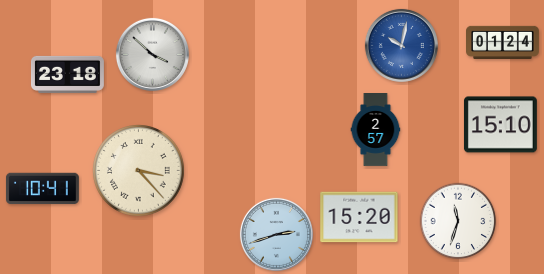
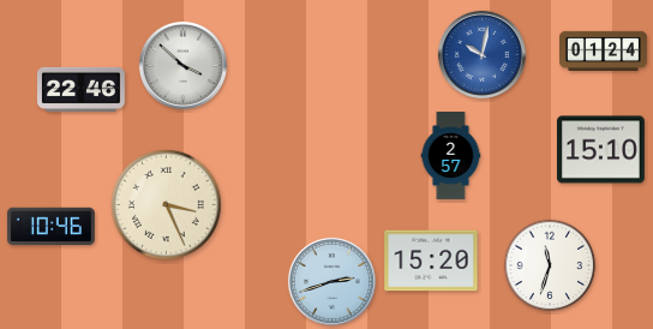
clock at (68, 74): 23:18 -> 22:46
clock at (139, 171): 3:23 -> 3:26
clock at (42, 189): 10:41 -> 10:46
